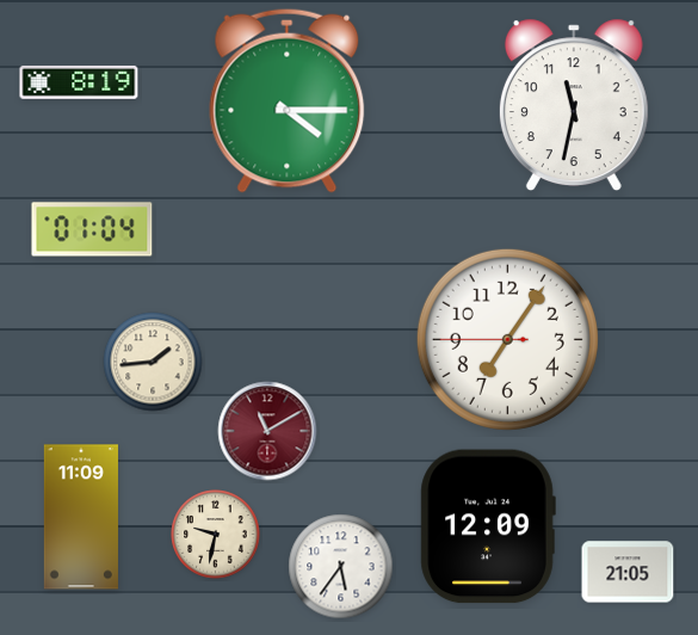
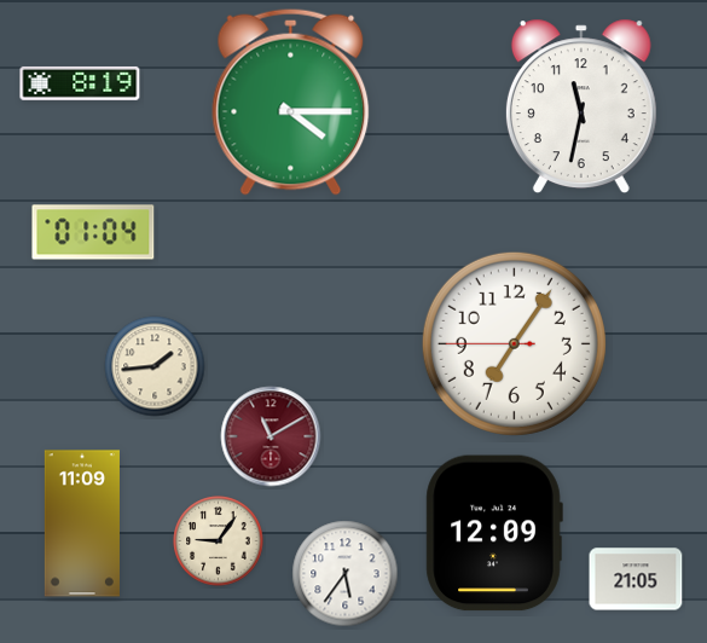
clock at (216, 535): 9:32 -> 9:06
